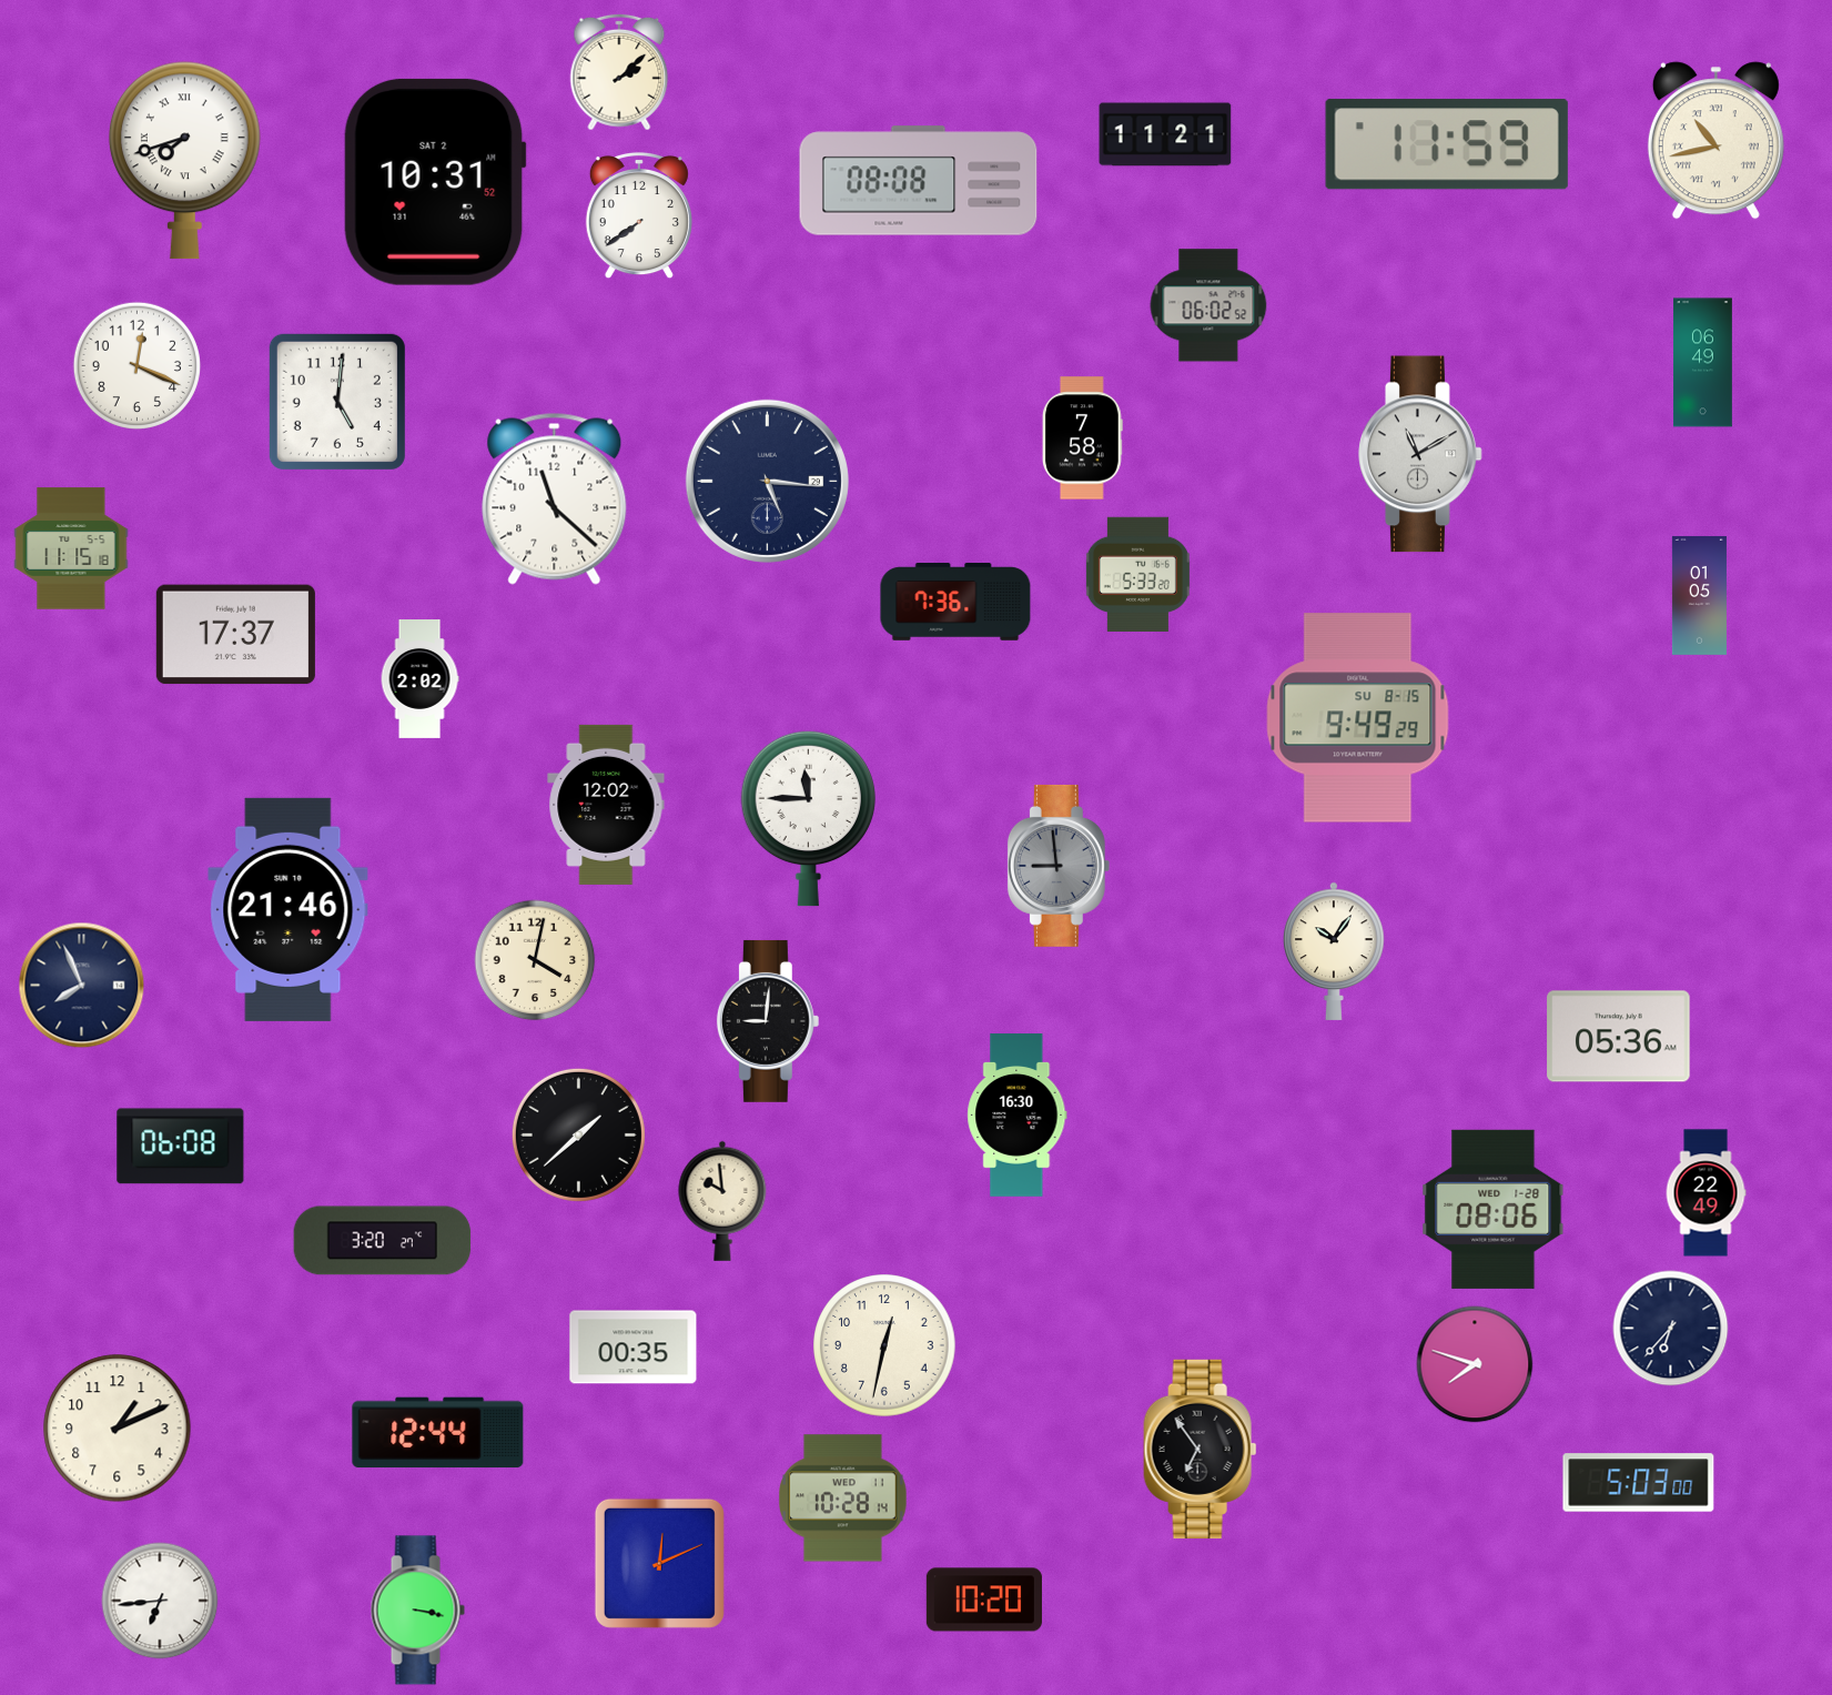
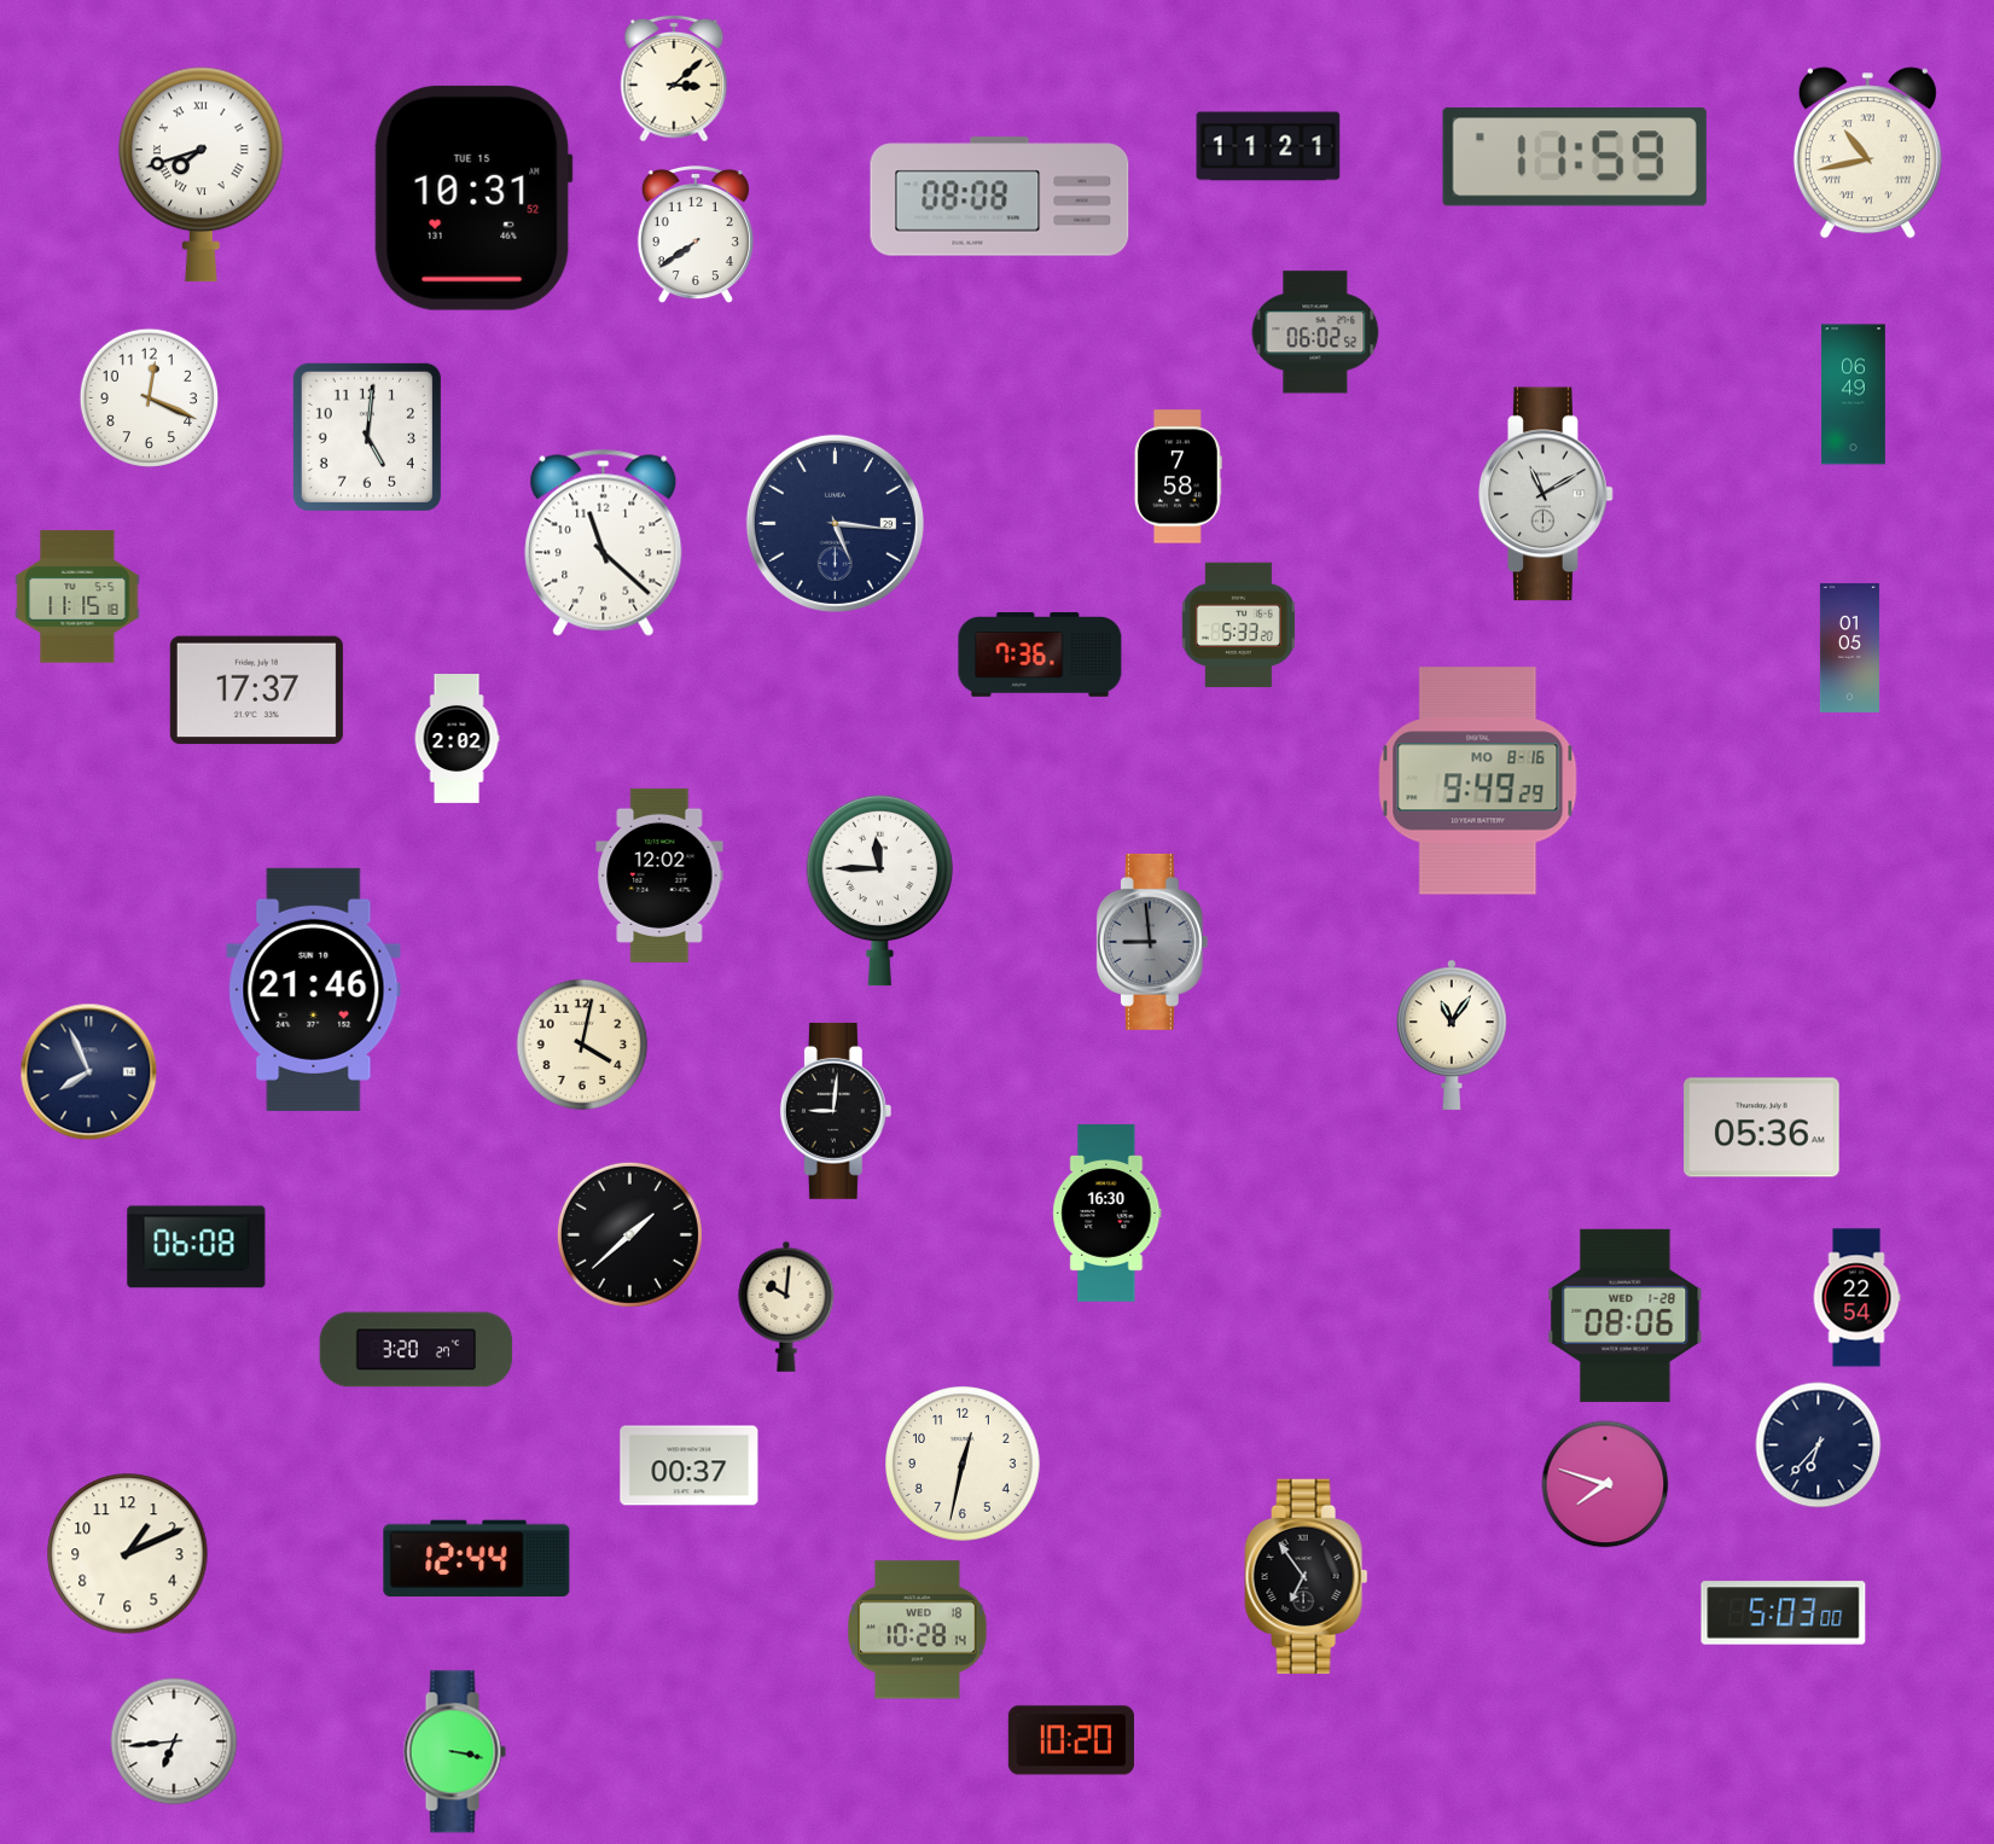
clock at (619, 72): 2:08 -> 3:08
clock at (435, 182) date: SAT 2 -> TUE 15
clock at (1358, 718) date: SU 8-15 -> MO 8-16
clock at (1334, 951): 10:06 -> 11:06
clock at (1706, 1193): 22:49 -> 22:54
clock at (722, 1201): 9:59 -> 10:01
clock at (634, 1348): 00:35 -> 00:37
clock at (843, 1499) date: WED 11 -> WED 18
clock at (659, 1563): 12:11 -> none
